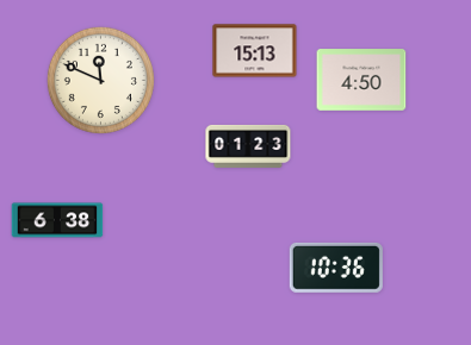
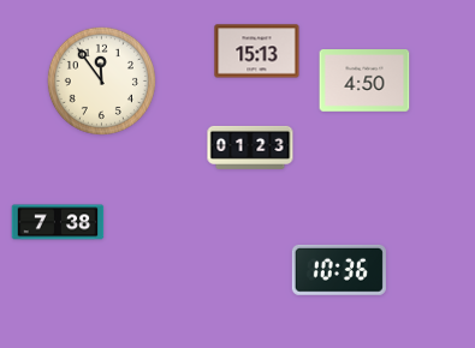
clock at (100, 80): 11:49 -> 11:54
clock at (57, 220): 6:38 -> 7:38
